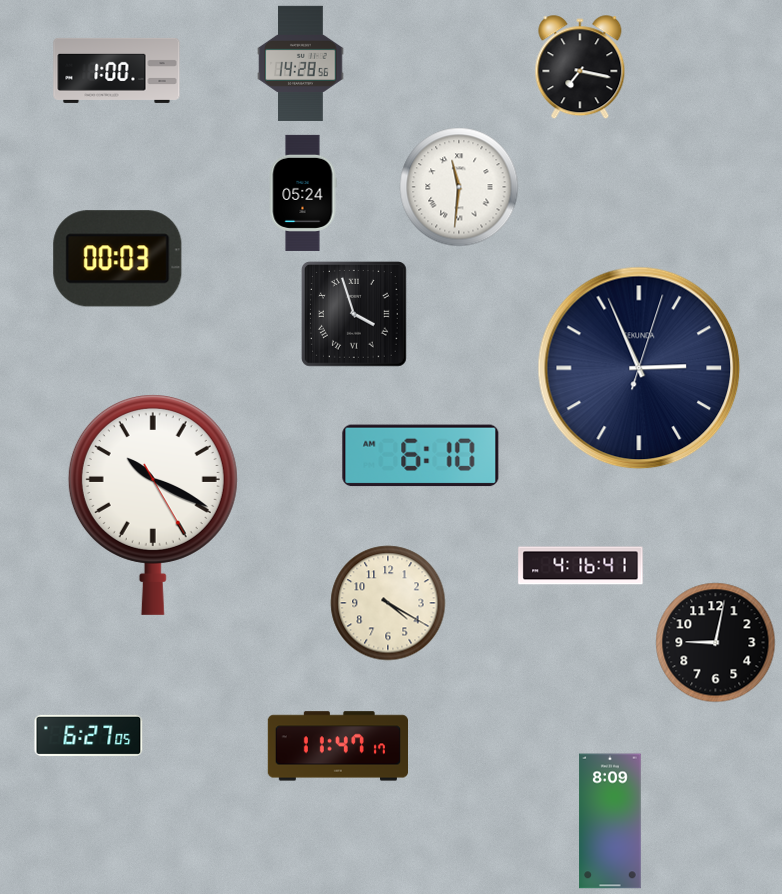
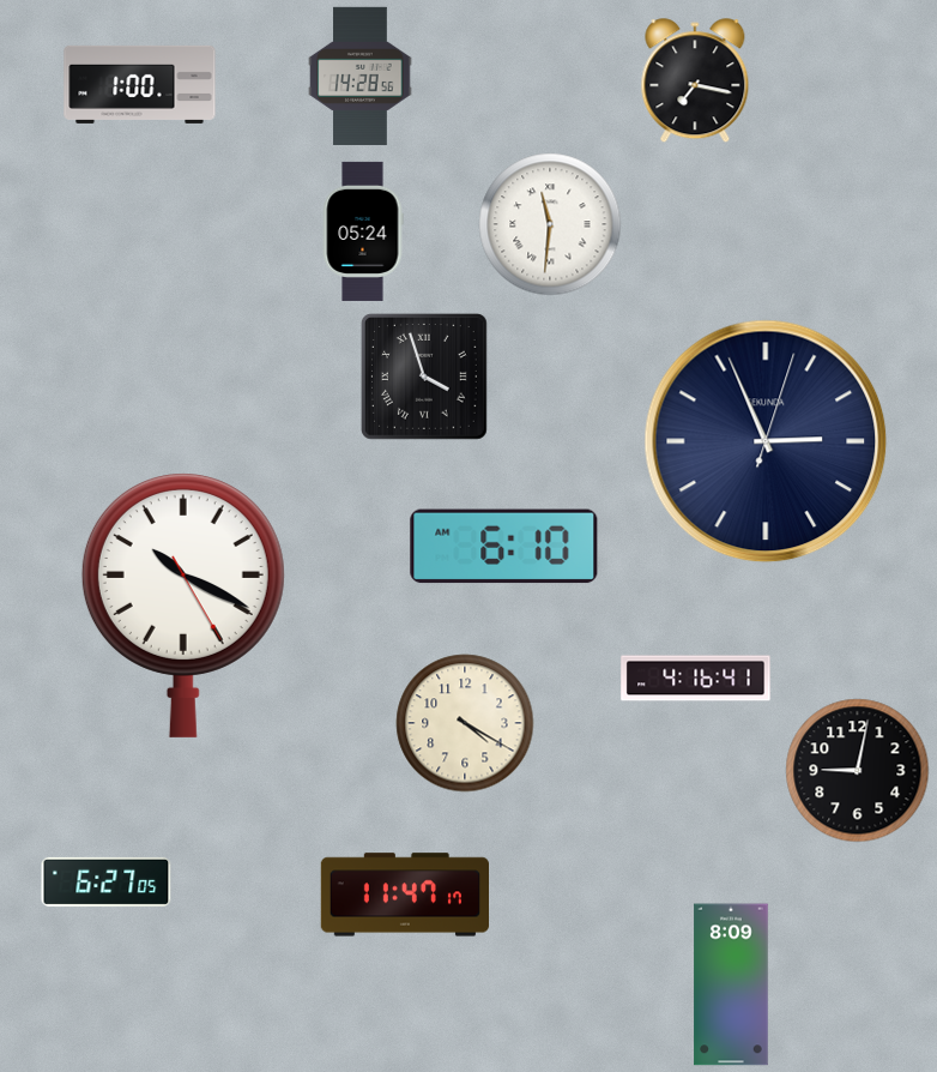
clock at (118, 259): 00:03 -> none
